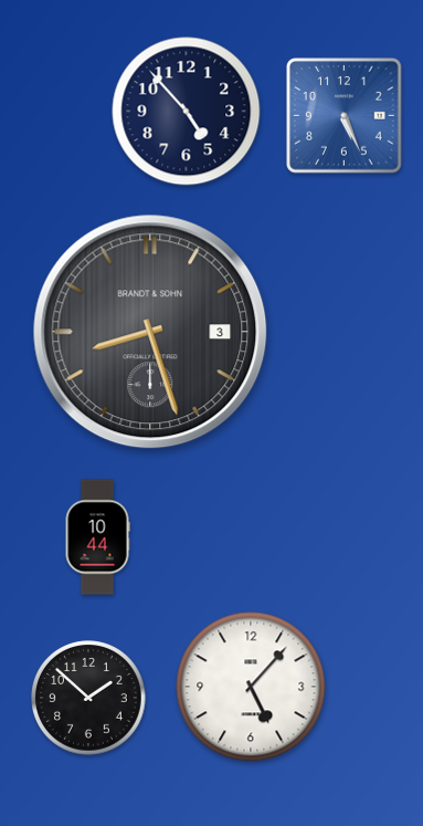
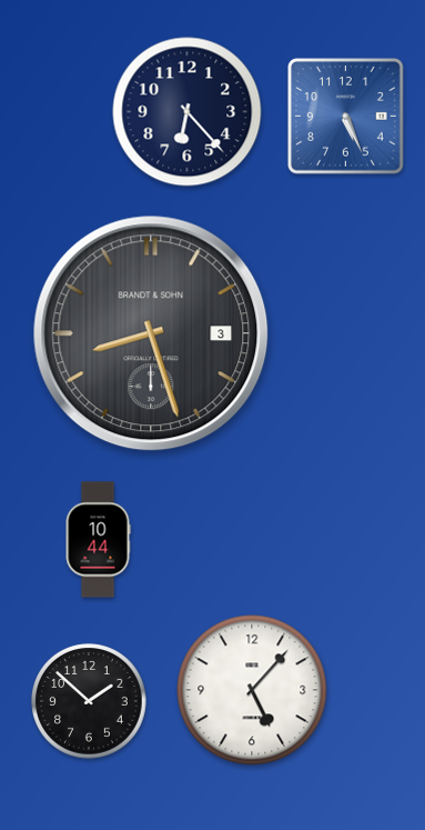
clock at (187, 112): 4:53 -> 6:23
